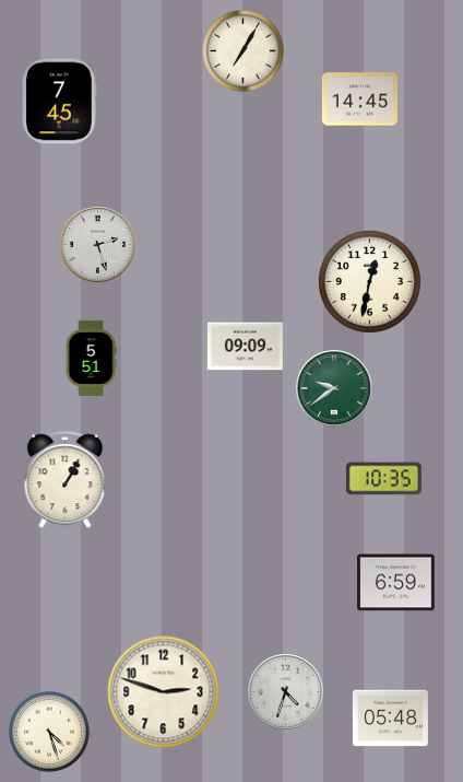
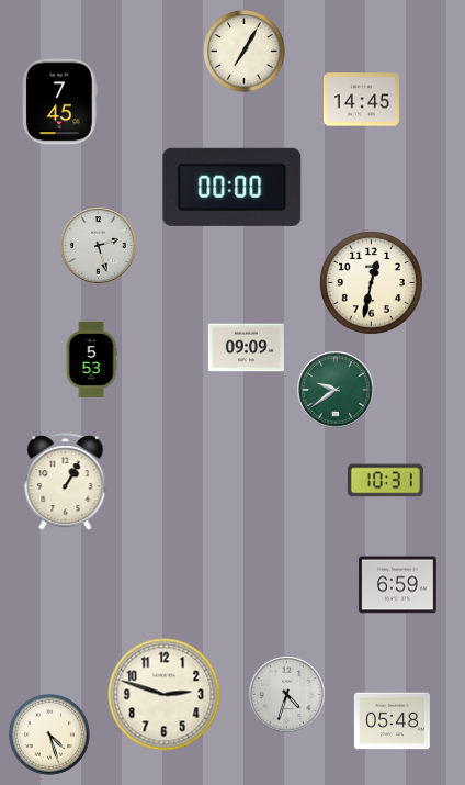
clock at (232, 187): none -> 00:00
clock at (91, 358): 5:51 -> 5:53
clock at (383, 479): 10:35 -> 10:31
